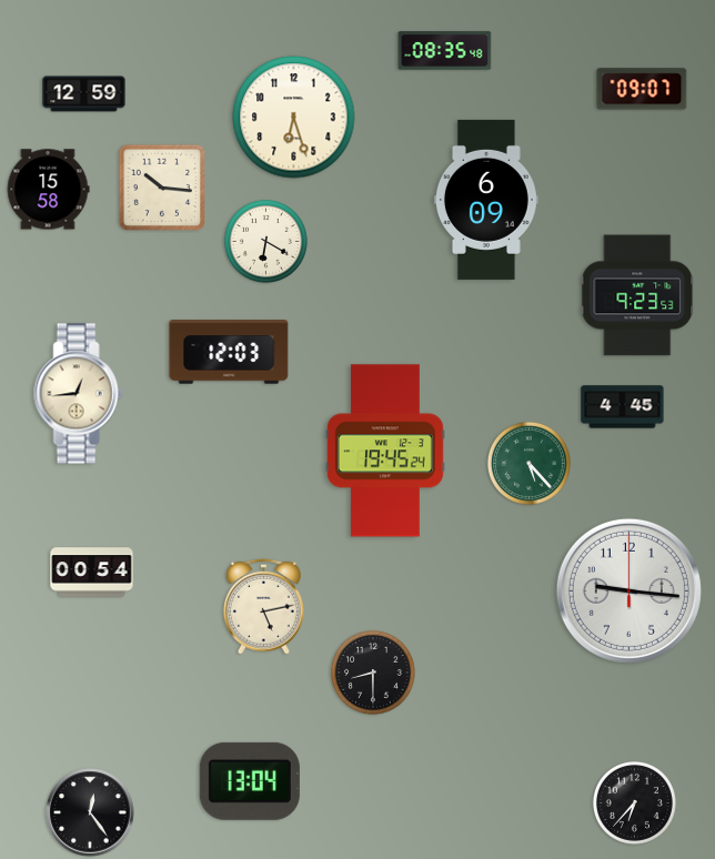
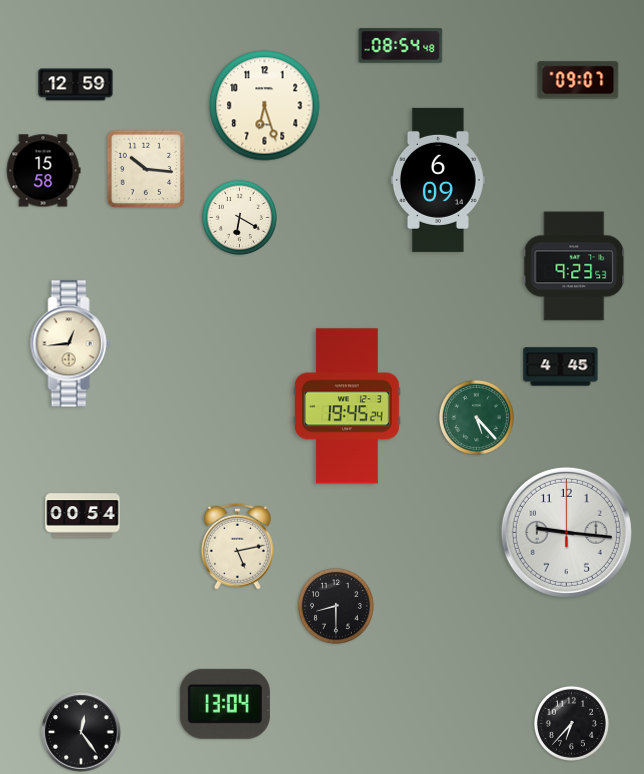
clock at (445, 51): 08:35 -> 08:54
clock at (229, 352): 12:03 -> none
clock at (79, 394) position: (79, 394) -> (71, 344)
